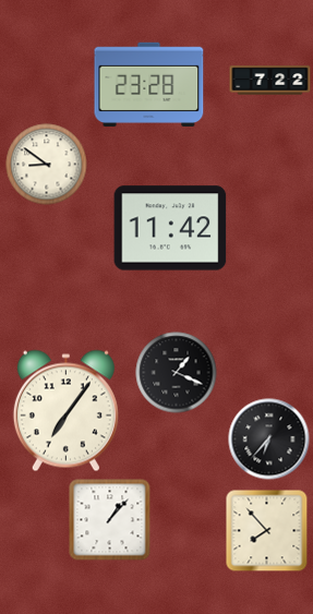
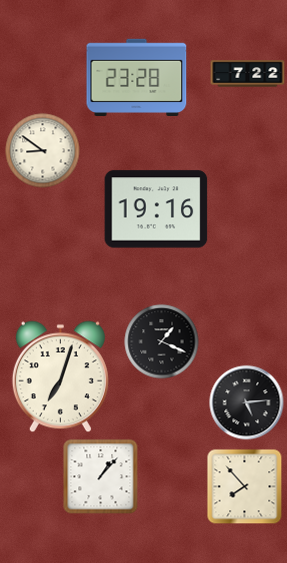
clock at (170, 228): 11:42 -> 19:16
clock at (65, 411): 7:06 -> 7:03
clock at (269, 440): 6:37 -> 5:14
